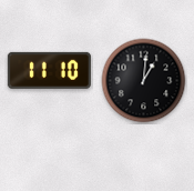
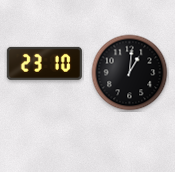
clock at (49, 70): 11:10 -> 23:10
